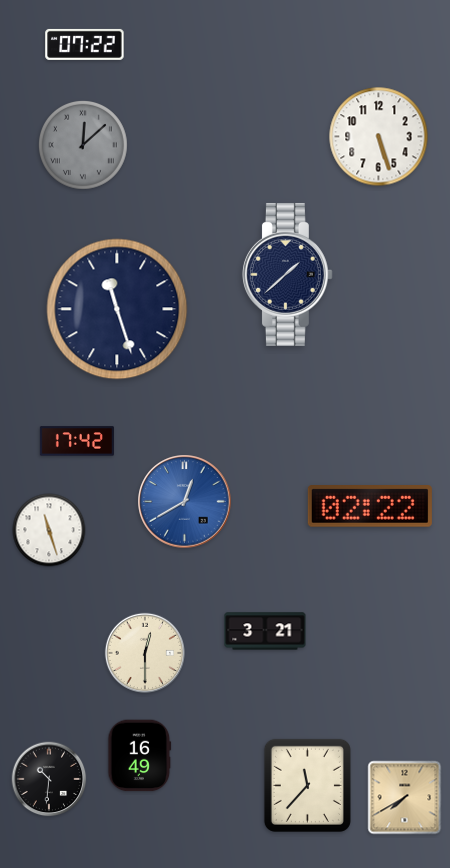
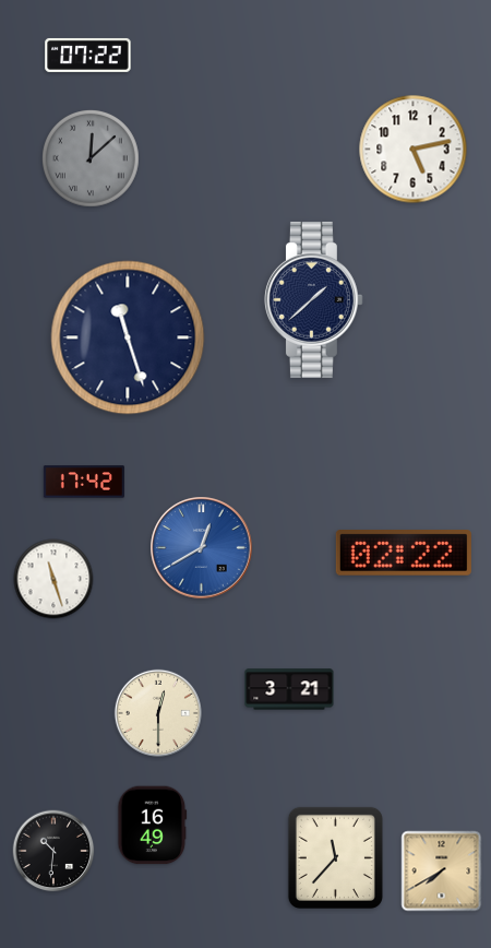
clock at (85, 44) position: (85, 44) -> (88, 55)
clock at (379, 137): 5:27 -> 5:13
